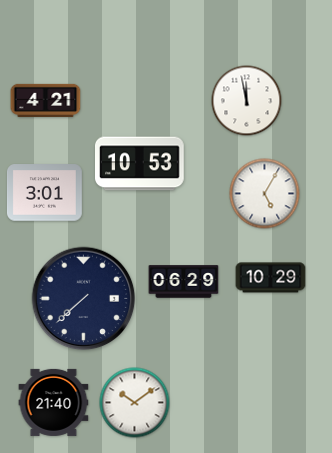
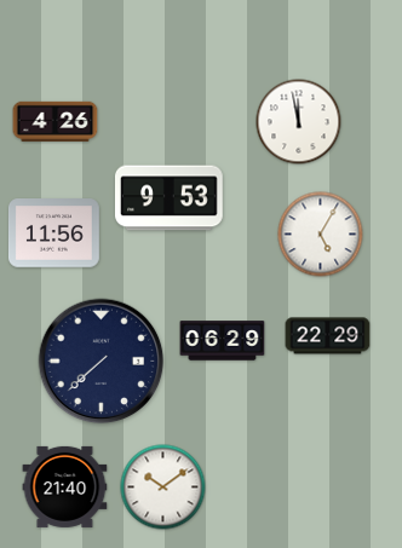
clock at (46, 100): 4:21 -> 4:26
clock at (140, 164): 10:53 -> 9:53
clock at (45, 193): 3:01 -> 11:56
clock at (271, 278): 10:29 -> 22:29
